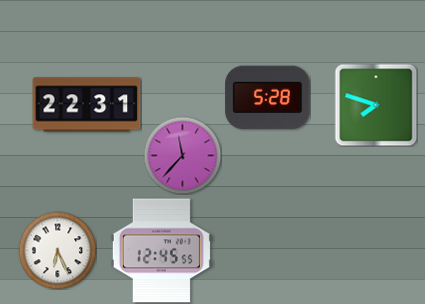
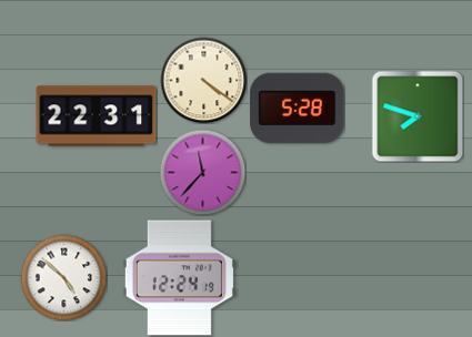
clock at (203, 80): none -> 4:21
clock at (57, 250): 6:26 -> 4:52
clock at (161, 251): 12:45 -> 12:24
